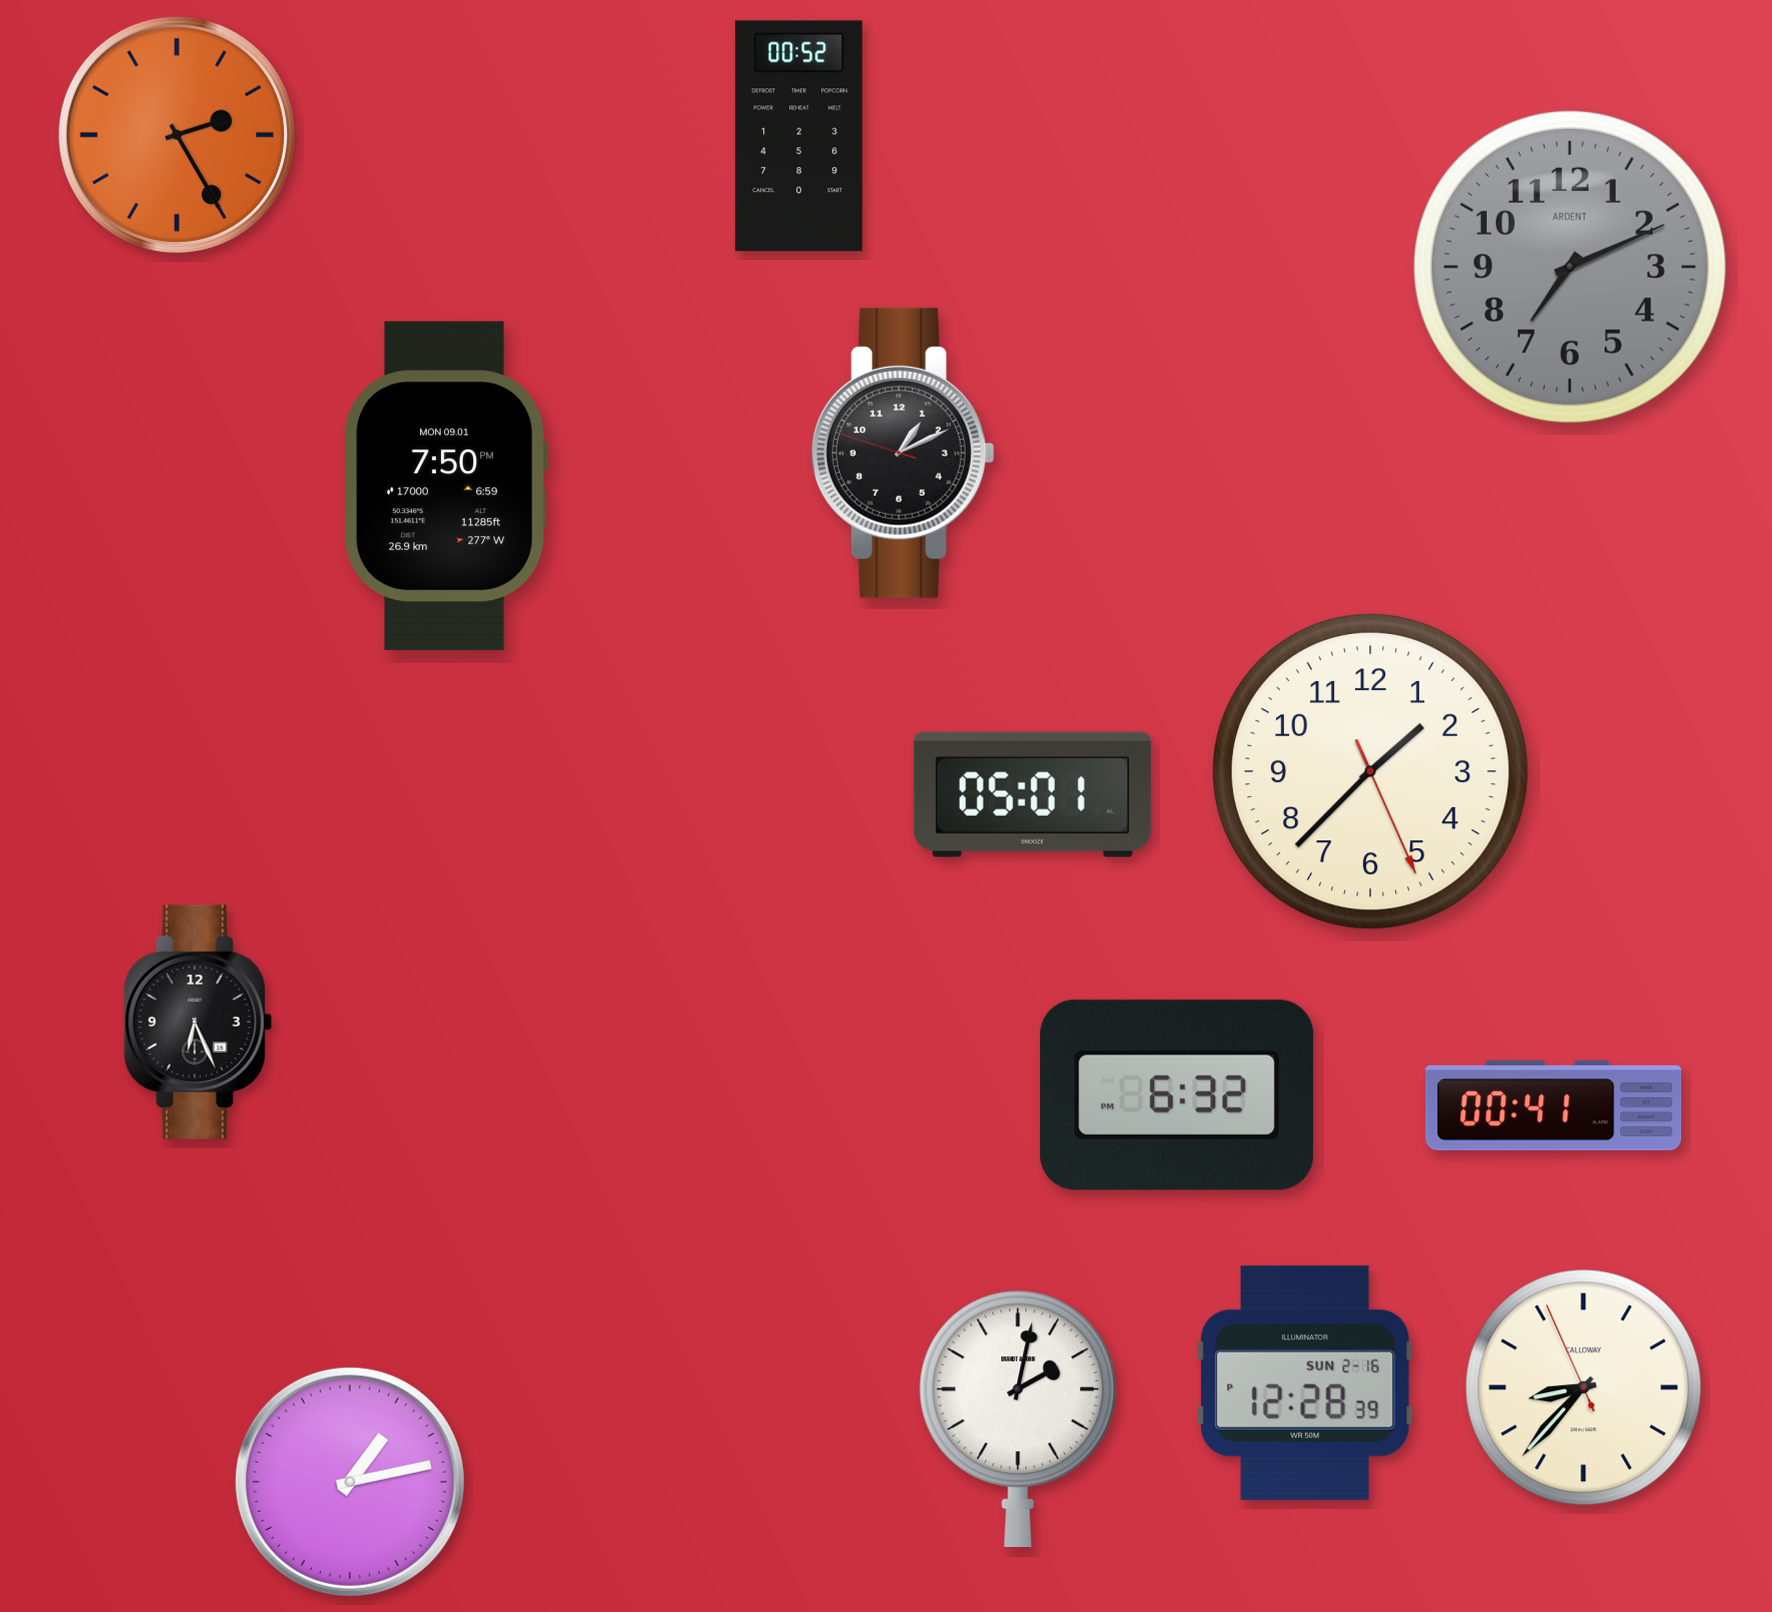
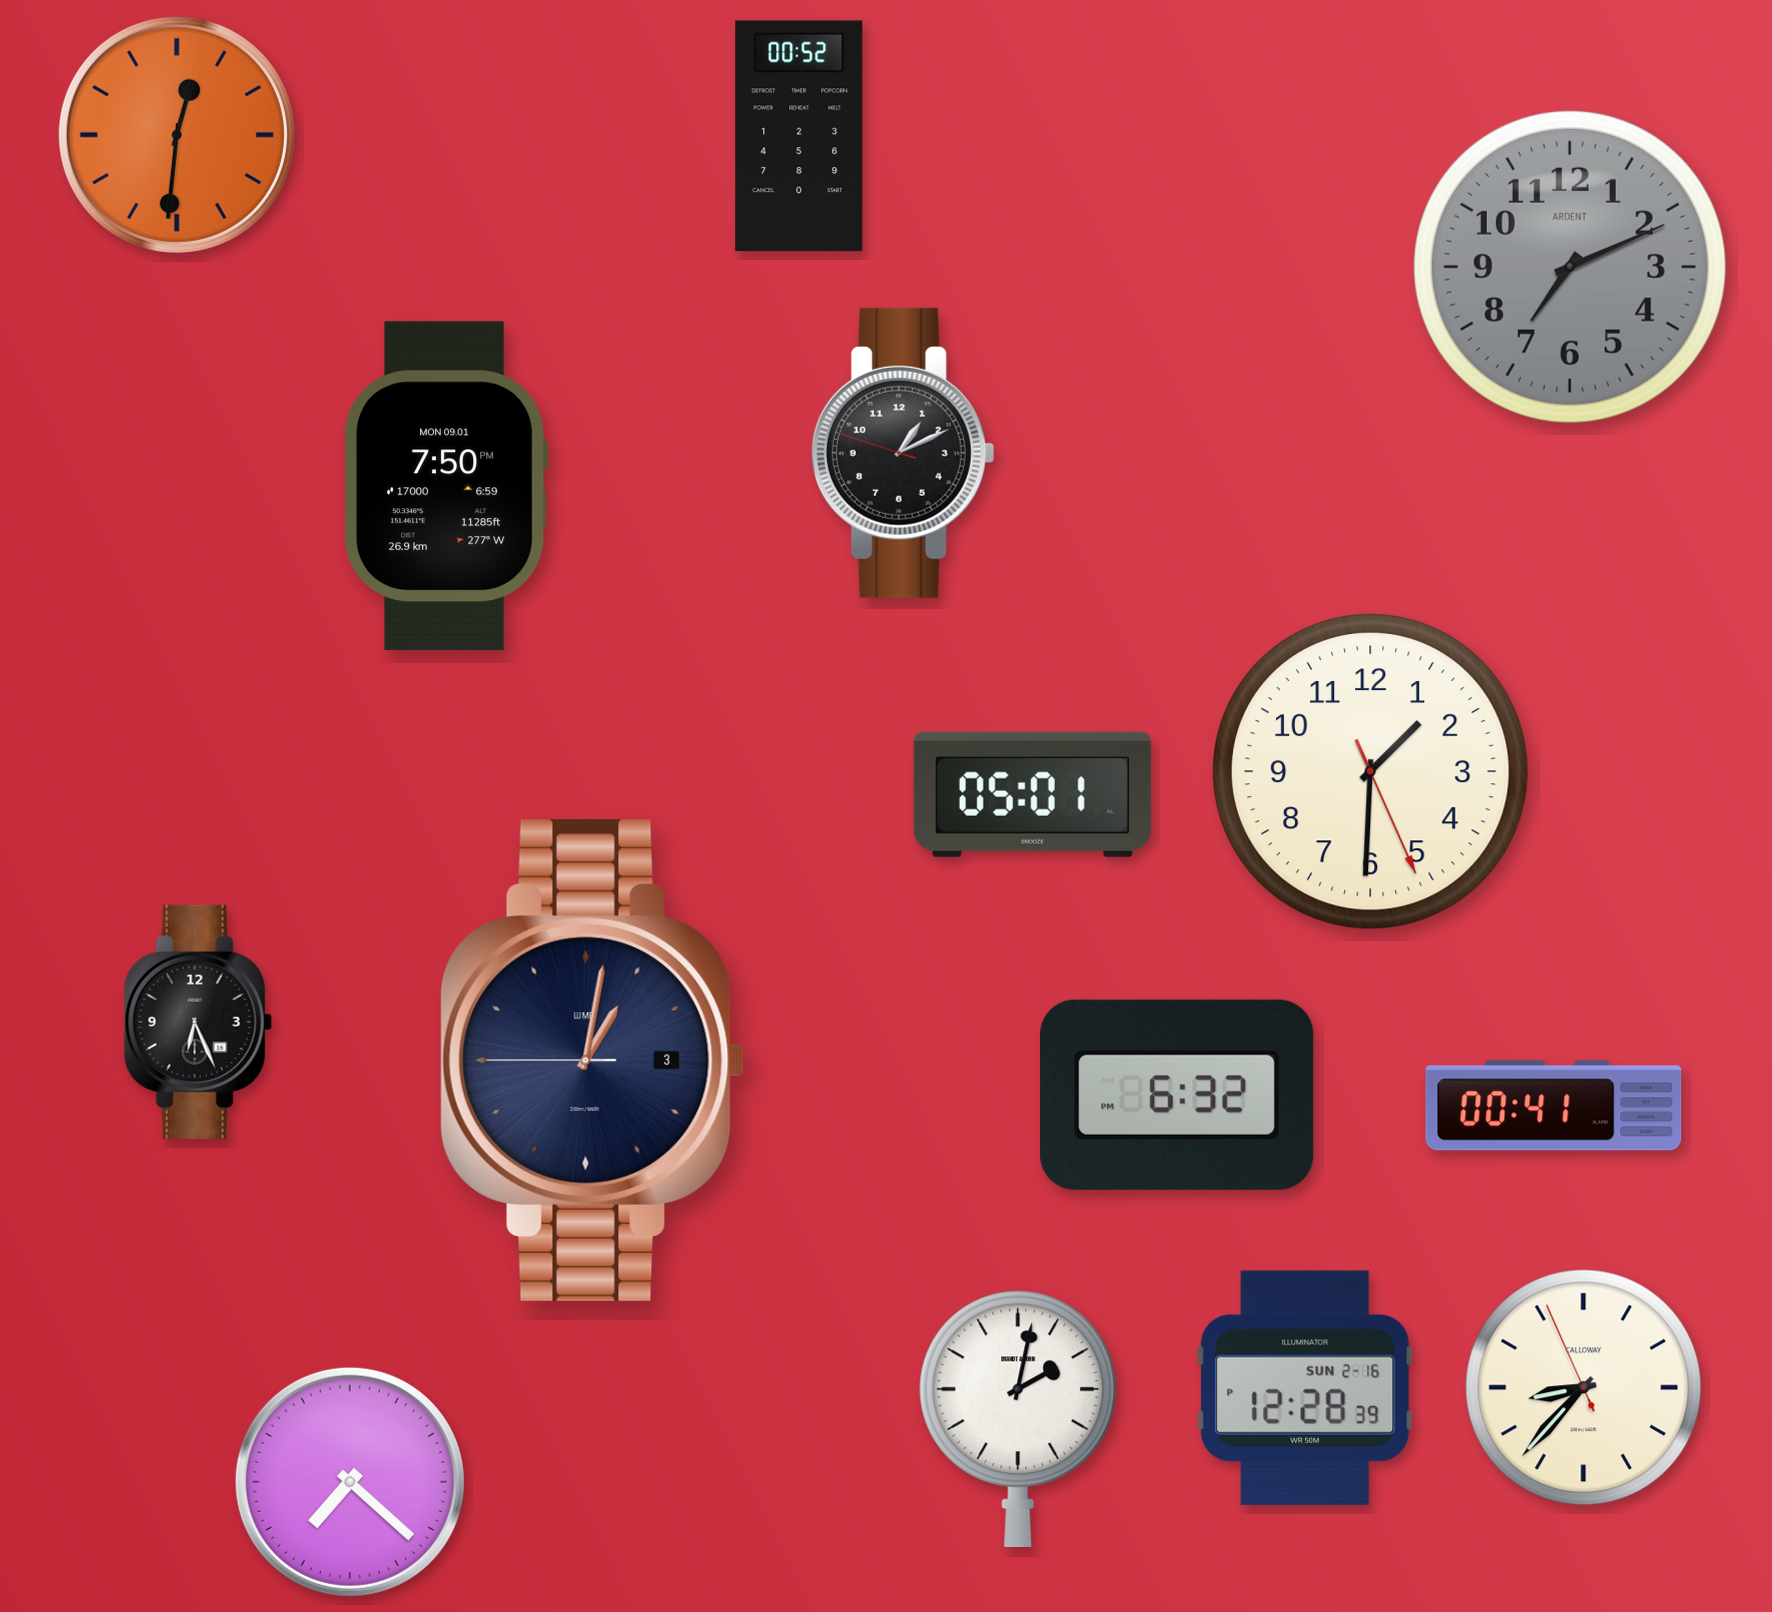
clock at (177, 135): 2:25 -> 12:31
clock at (1370, 771): 1:37 -> 1:30
clock at (593, 1060): none -> 1:01
clock at (1305, 1383) position: (1305, 1383) -> (1305, 1388)
clock at (350, 1482): 1:13 -> 7:22
